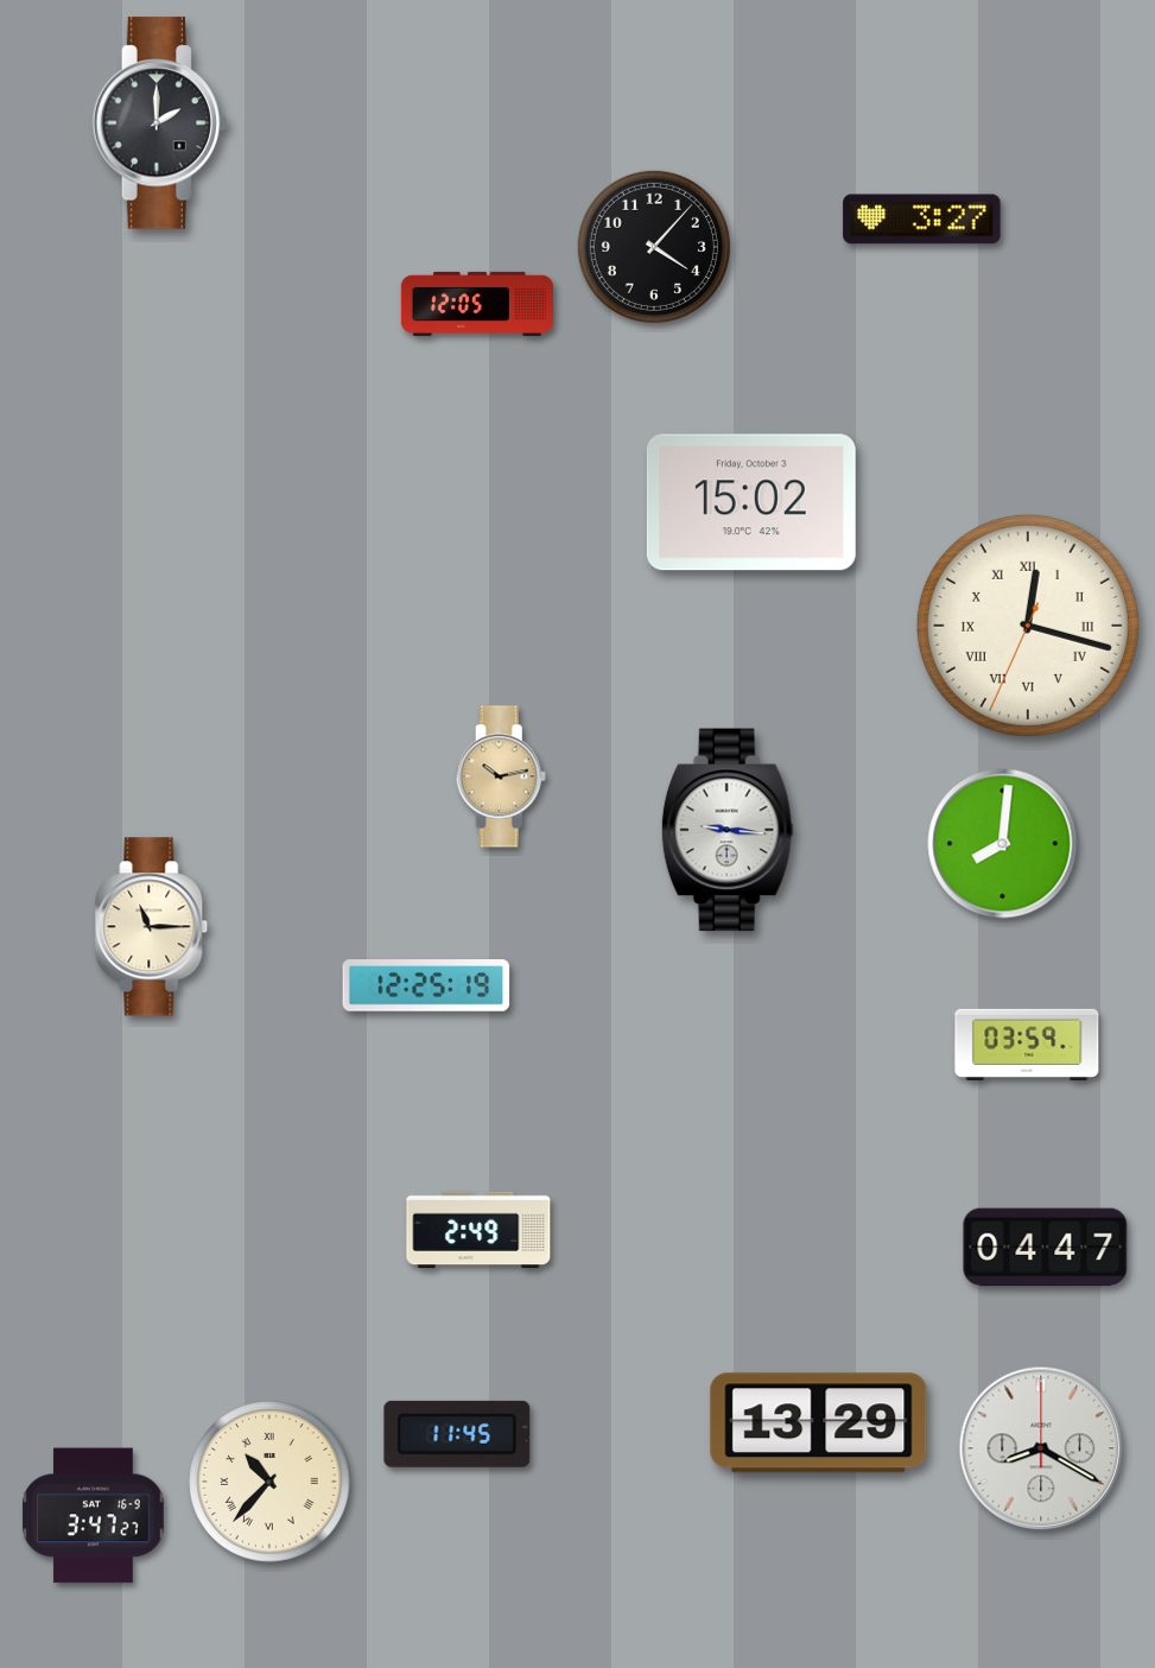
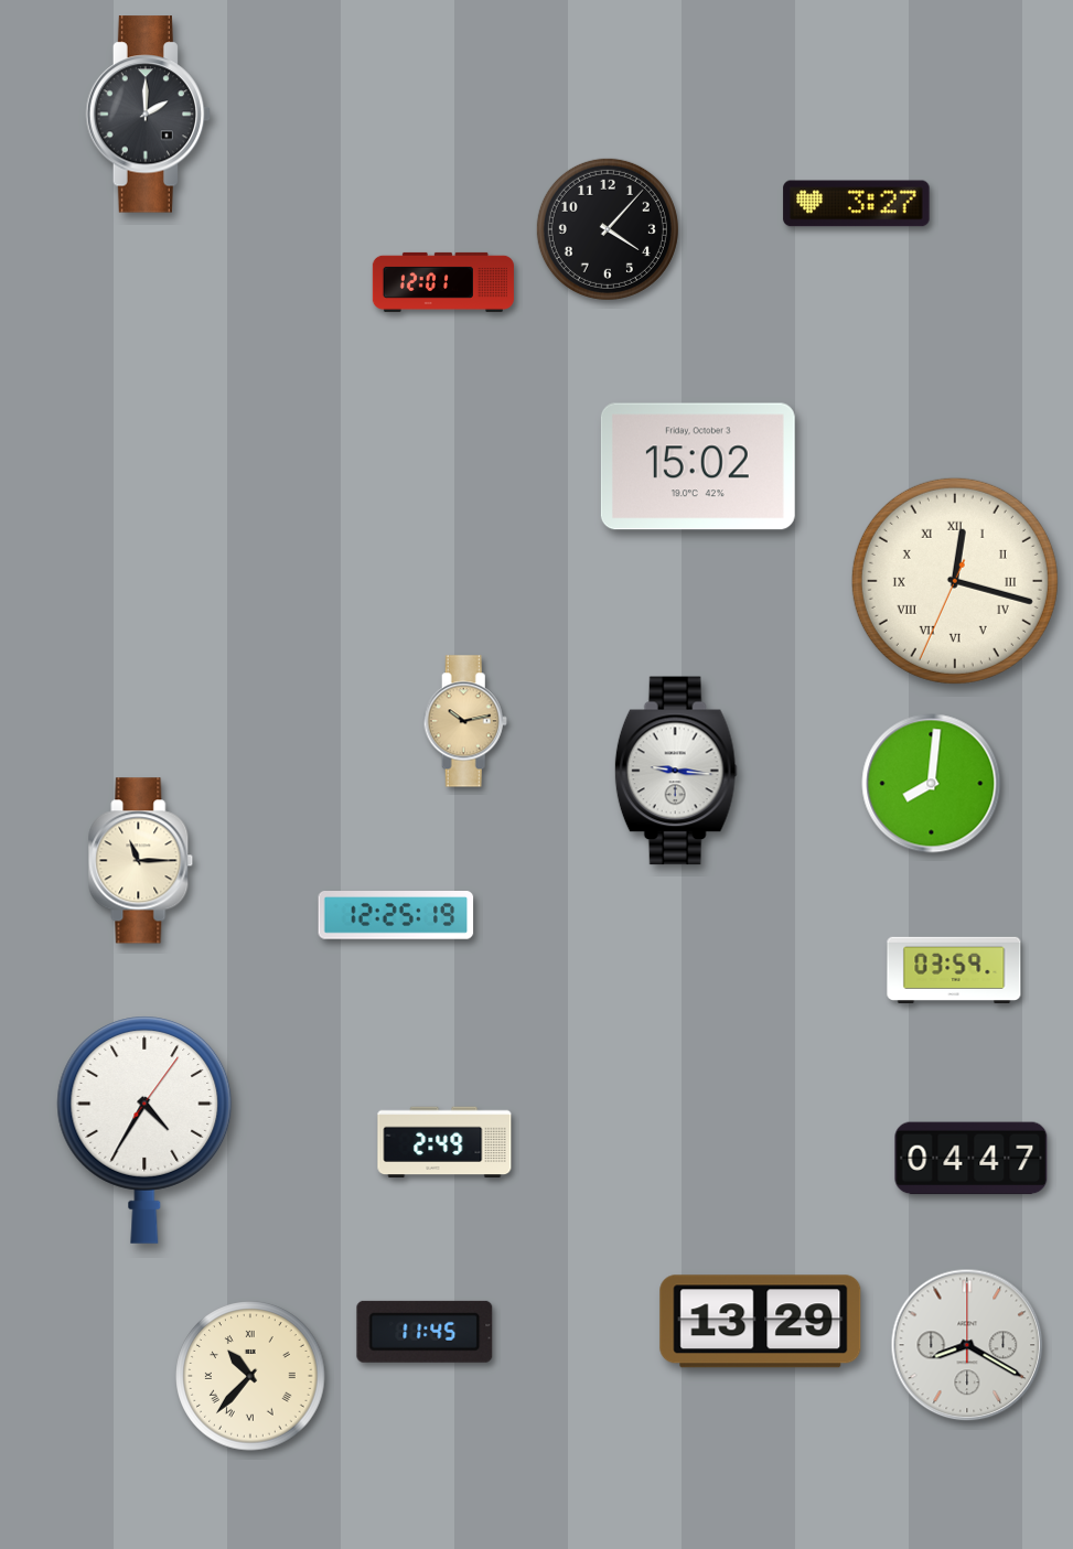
clock at (477, 304): 12:05 -> 12:01
clock at (144, 1130): none -> 4:35
clock at (94, 1516): 3:47 -> none
